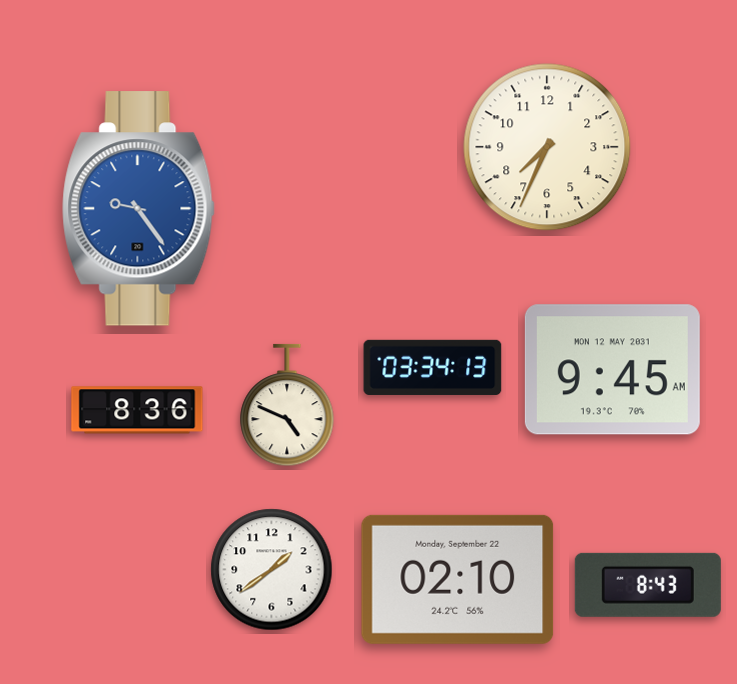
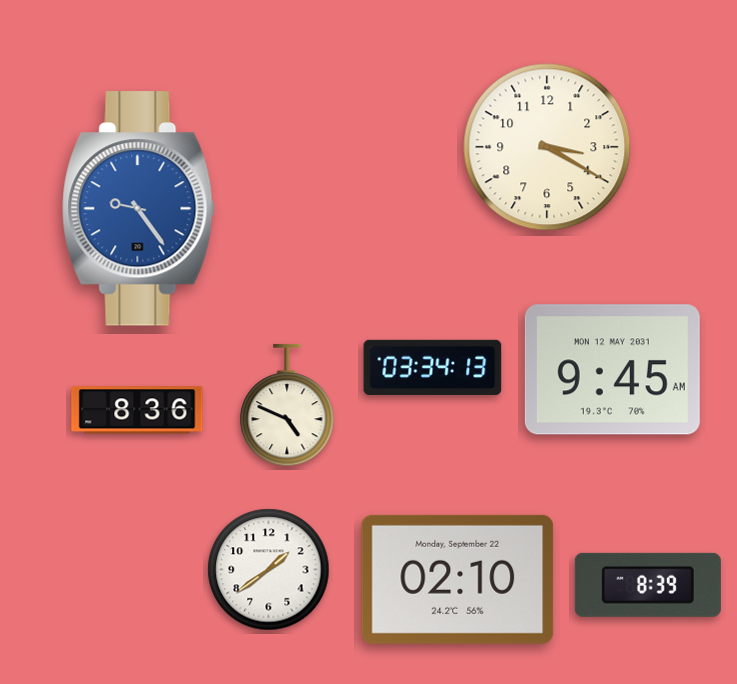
clock at (547, 147): 7:34 -> 3:20
clock at (272, 570) position: (272, 570) -> (269, 570)
clock at (648, 585): 8:43 -> 8:39
